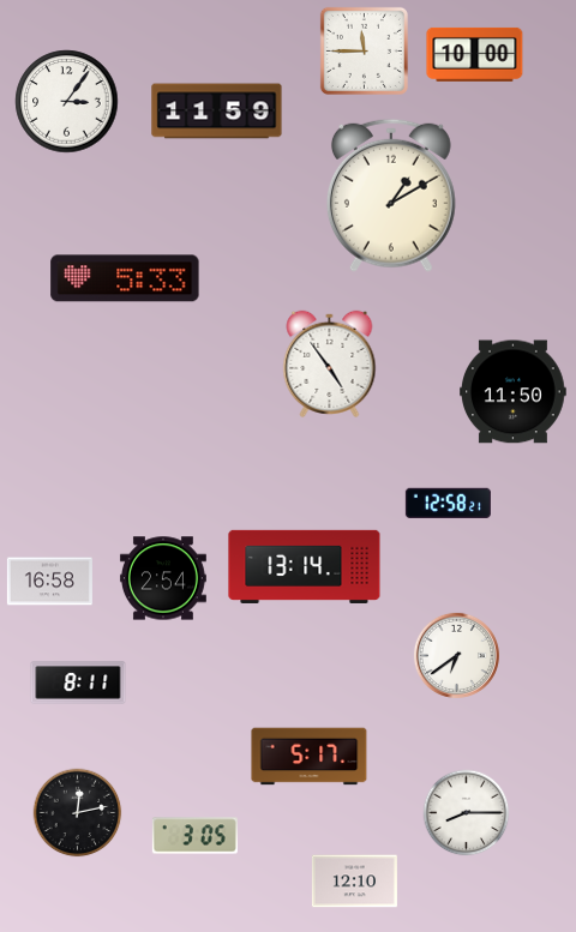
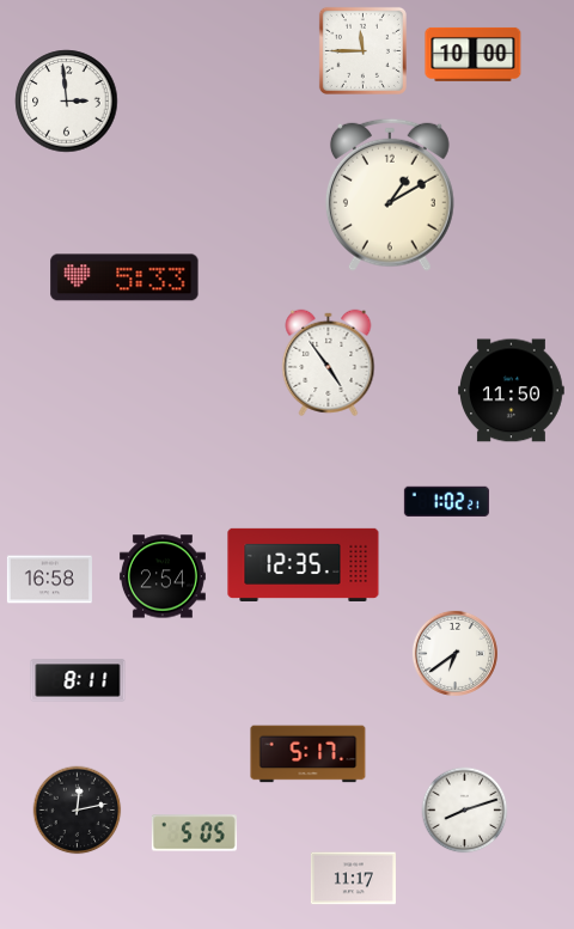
clock at (67, 102): 3:06 -> 2:59
clock at (217, 112): 11:59 -> none
clock at (448, 503): 12:58 -> 1:02
clock at (305, 566): 13:14 -> 12:35
clock at (467, 813): 8:15 -> 8:12
clock at (194, 836): 3:05 -> 5:05
clock at (354, 882): 12:10 -> 11:17
